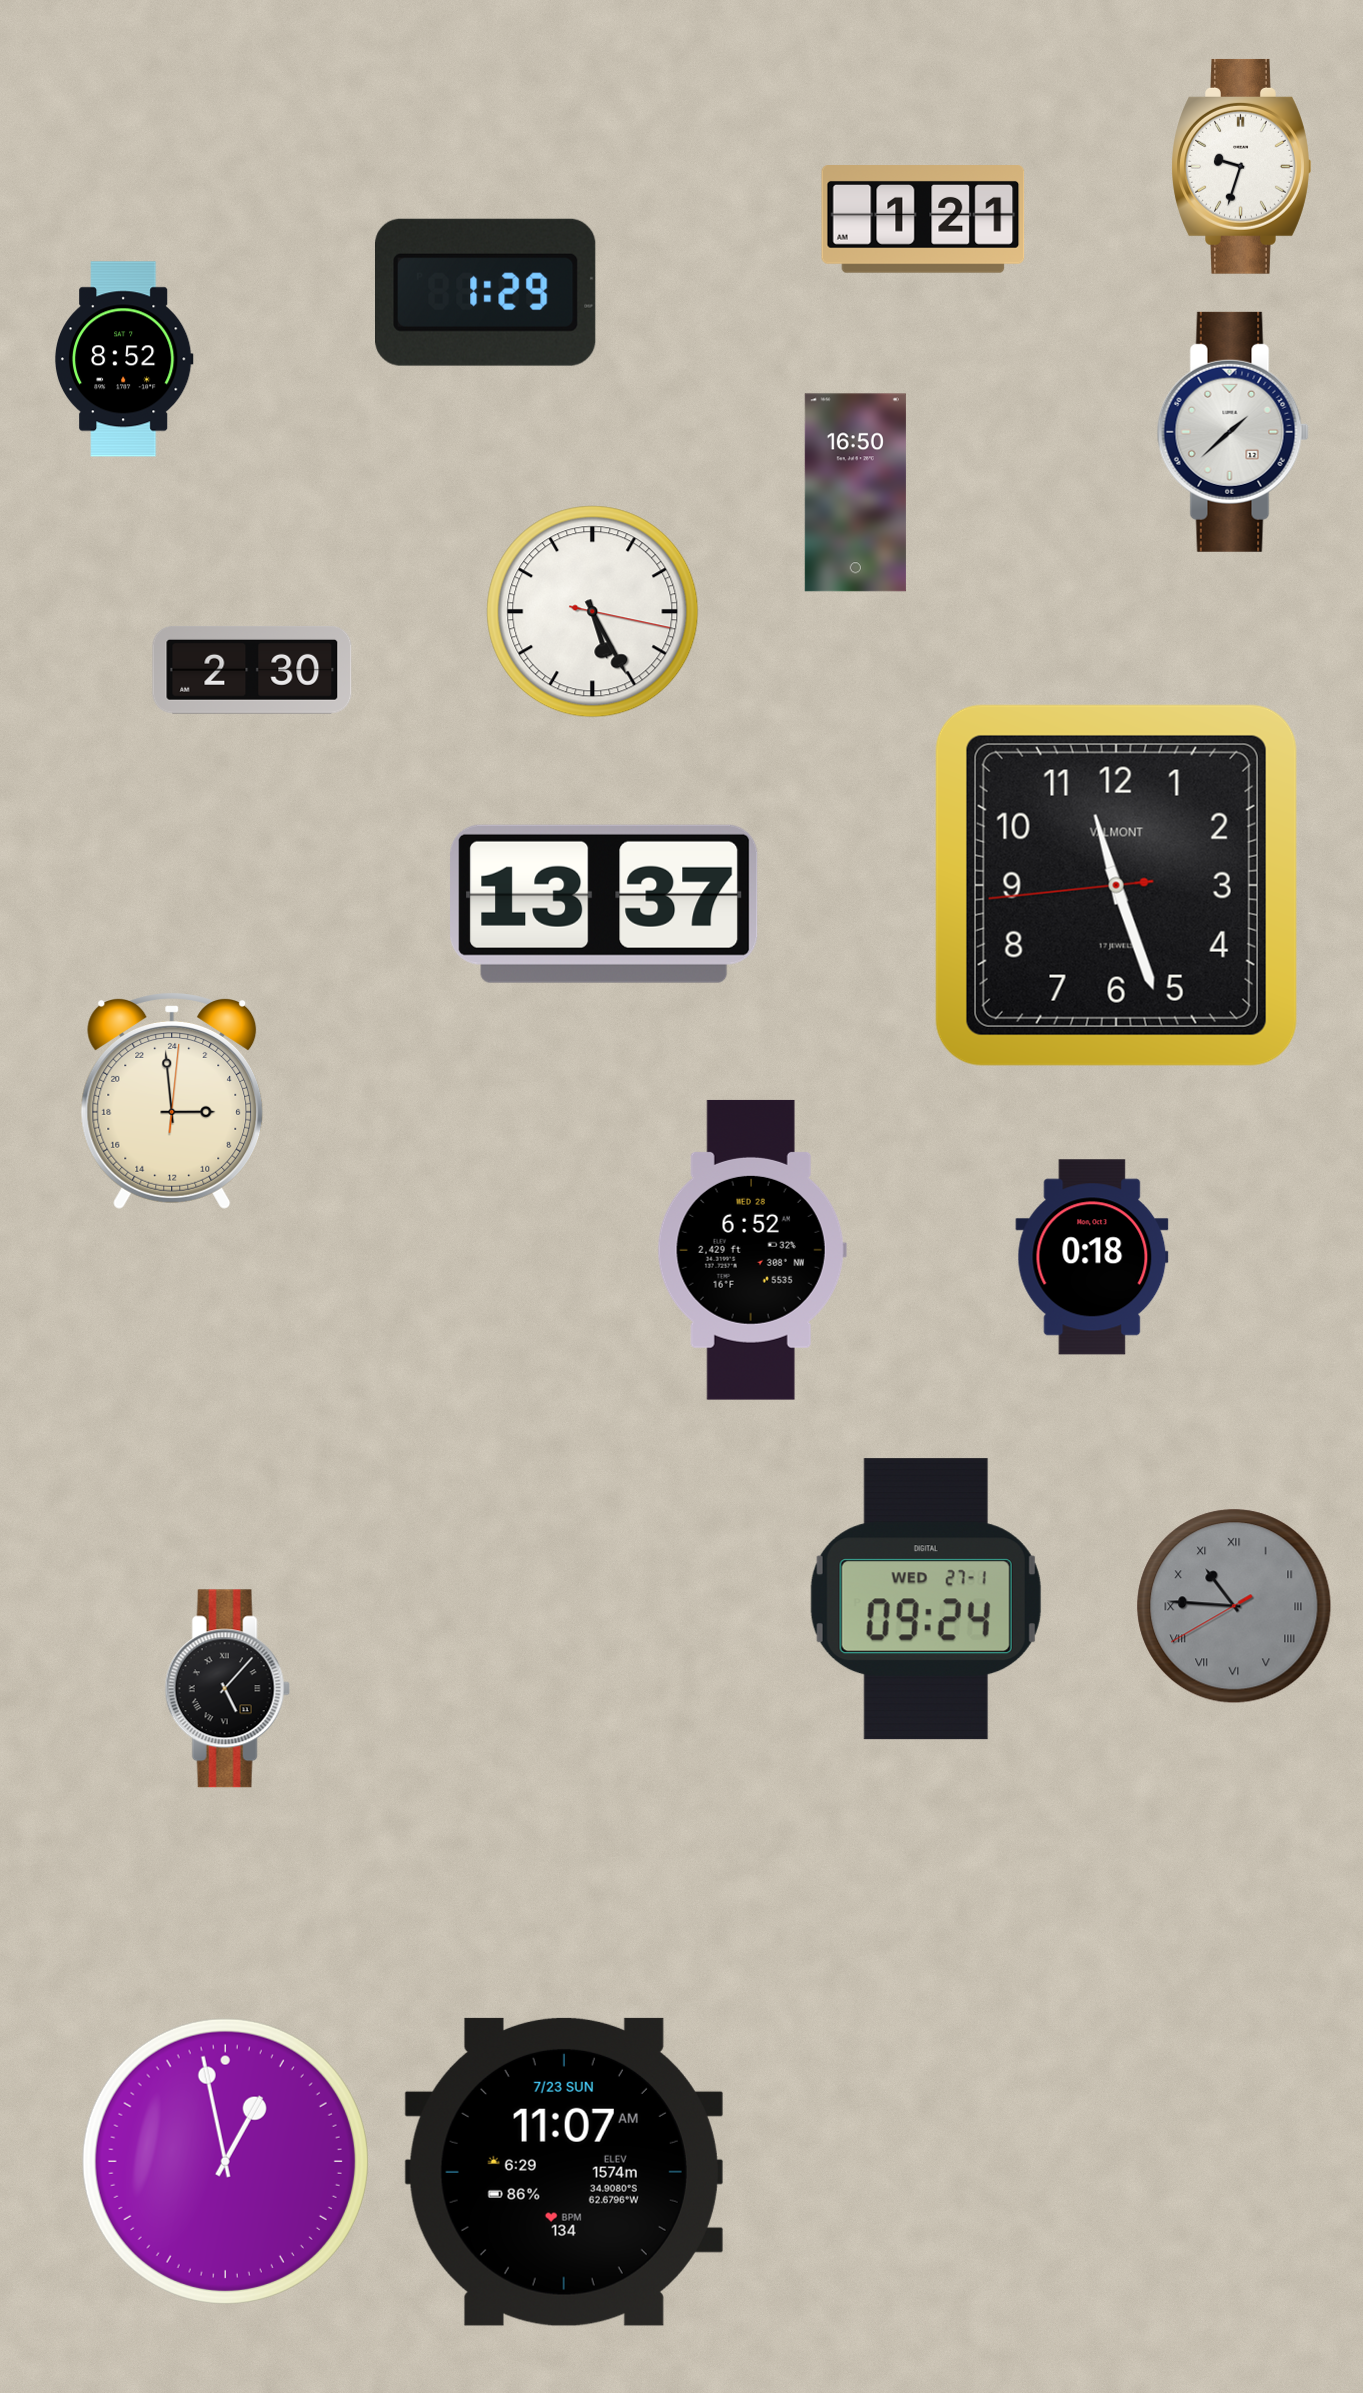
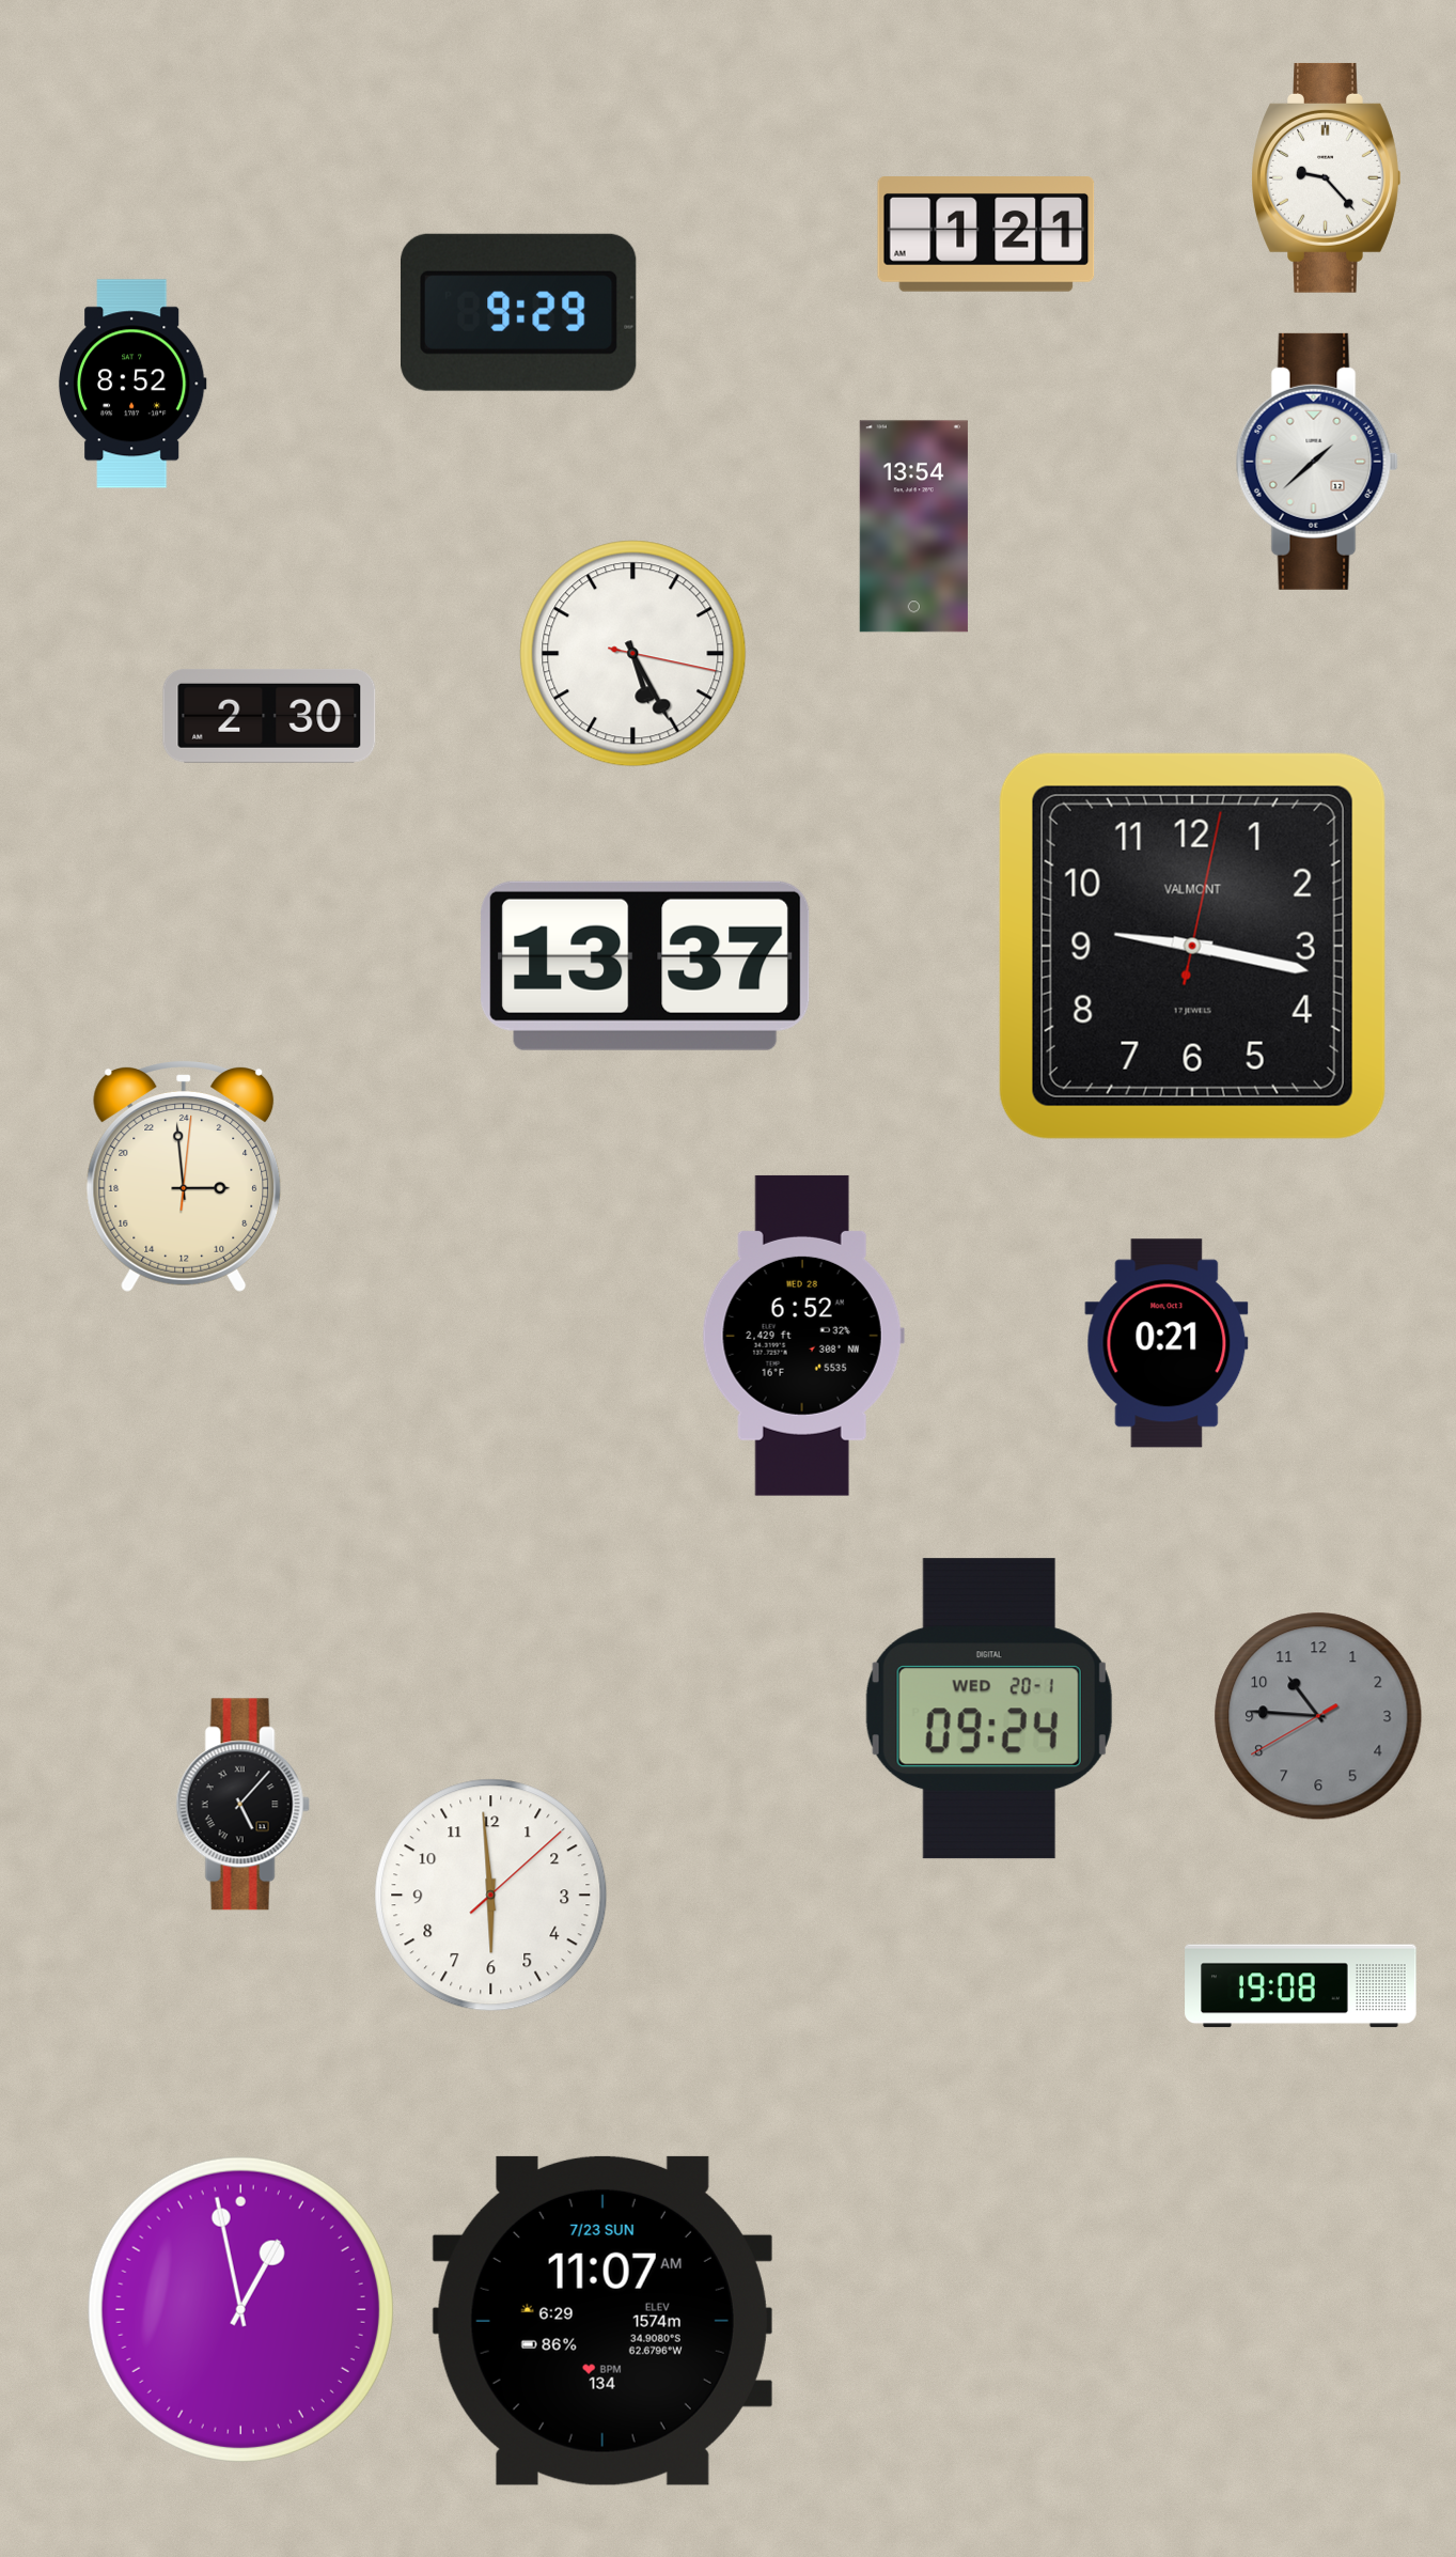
clock at (1242, 166): 9:33 -> 9:23
clock at (486, 292): 1:29 -> 9:29
clock at (855, 493): 16:50 -> 13:54
clock at (1116, 885): 11:26 -> 9:17
clock at (1092, 1257): 0:18 -> 0:21
clock at (926, 1599) date: WED 27-1 -> WED 20-1
clock at (1234, 1606) numerals: Roman -> Arabic
clock at (491, 1896): none -> 5:59
clock at (1301, 1986): none -> 19:08
